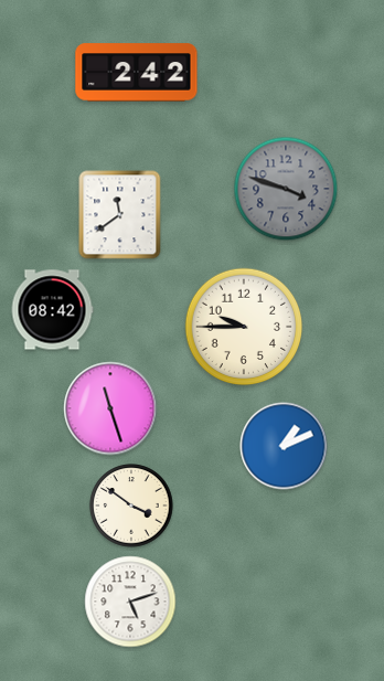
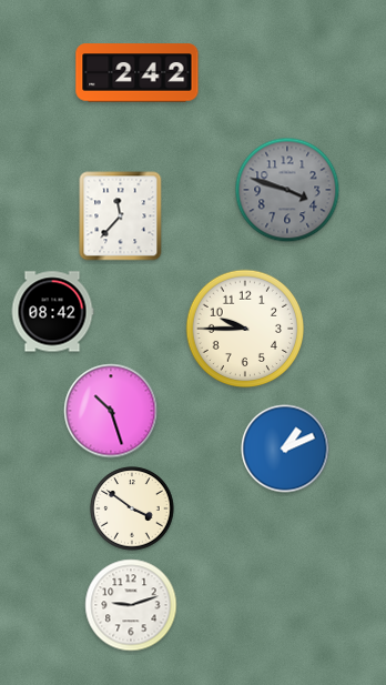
clock at (120, 215): 11:39 -> 11:37
clock at (110, 408): 11:27 -> 10:27
clock at (130, 602): 5:12 -> 9:12
